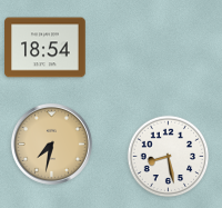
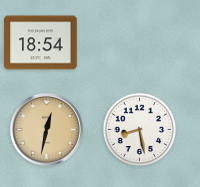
clock at (51, 143): 7:32 -> 12:32
clock at (169, 157) position: (169, 157) -> (140, 130)
